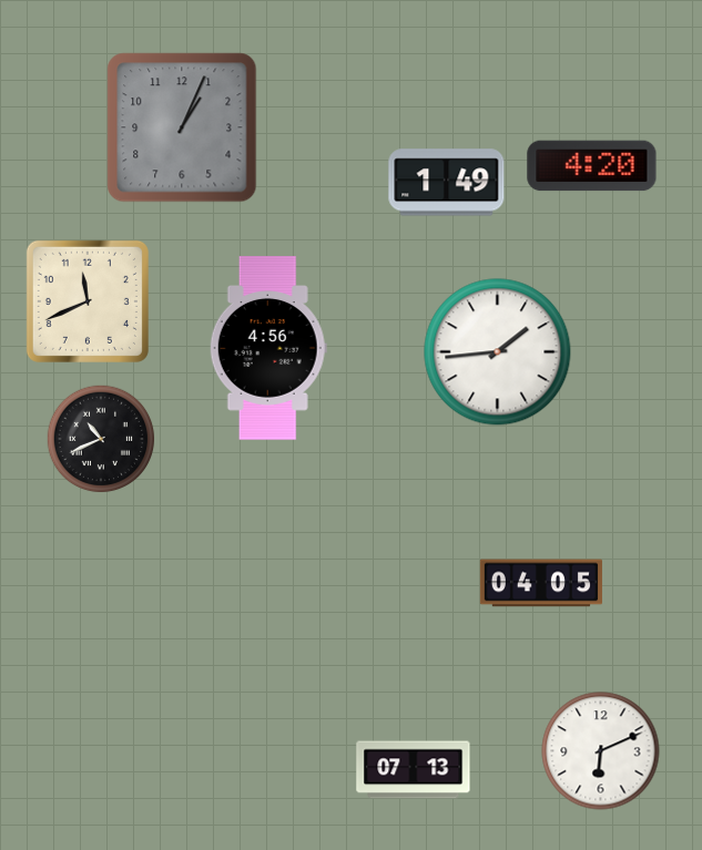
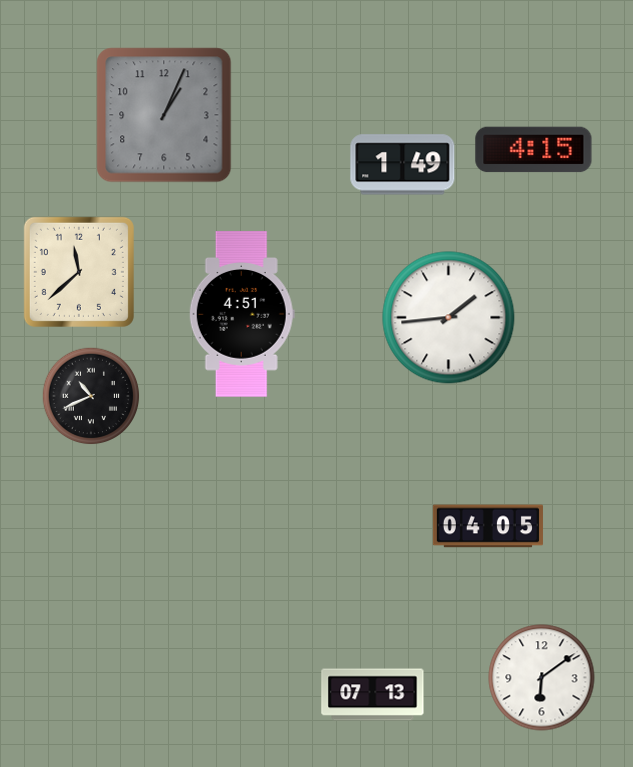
clock at (592, 166): 4:20 -> 4:15
clock at (88, 301): 11:41 -> 11:38
clock at (268, 348): 4:56 -> 4:51
clock at (601, 751): 6:11 -> 6:09
